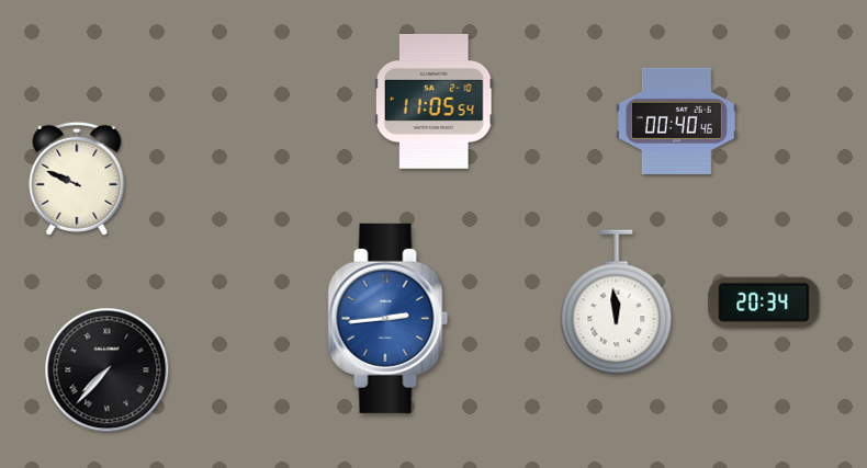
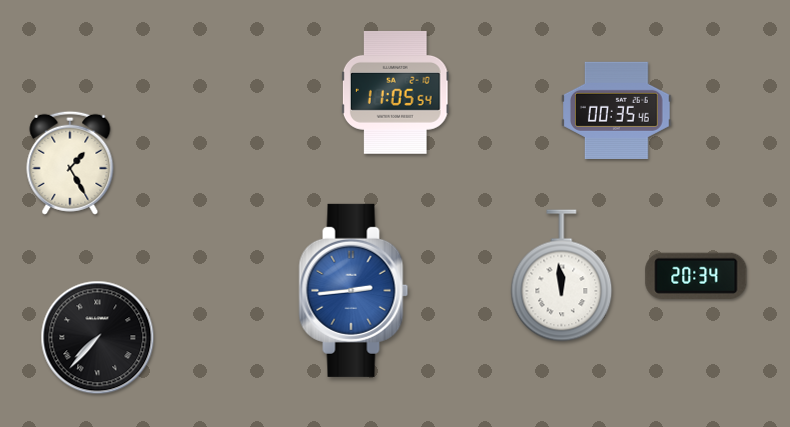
clock at (677, 121): 00:40 -> 00:35
clock at (77, 179): 9:49 -> 1:25
